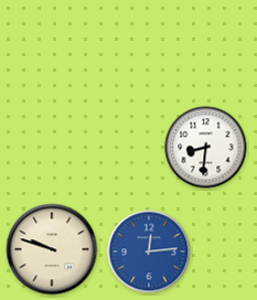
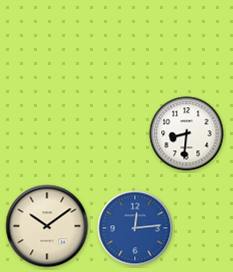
clock at (52, 249): 9:48 -> 10:09
